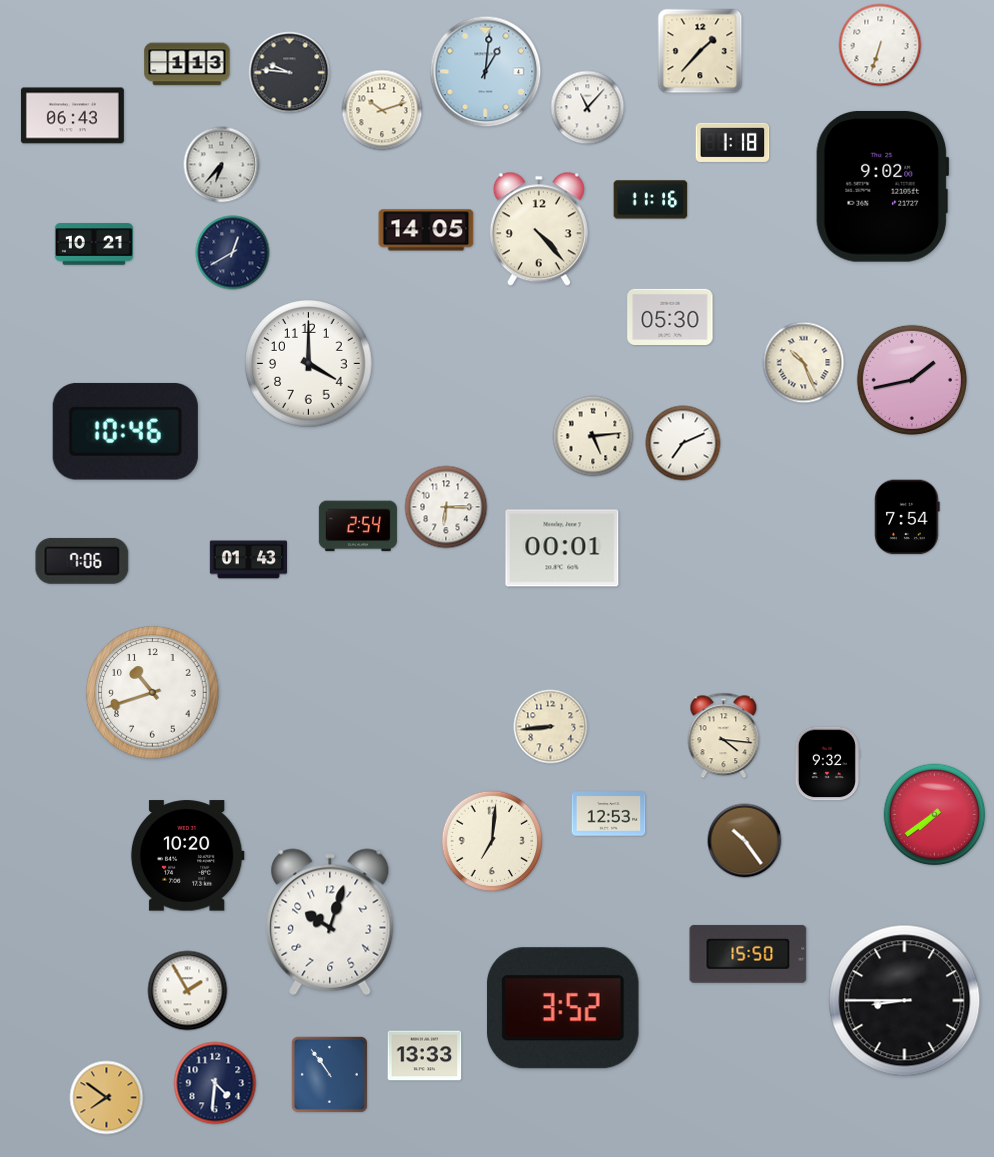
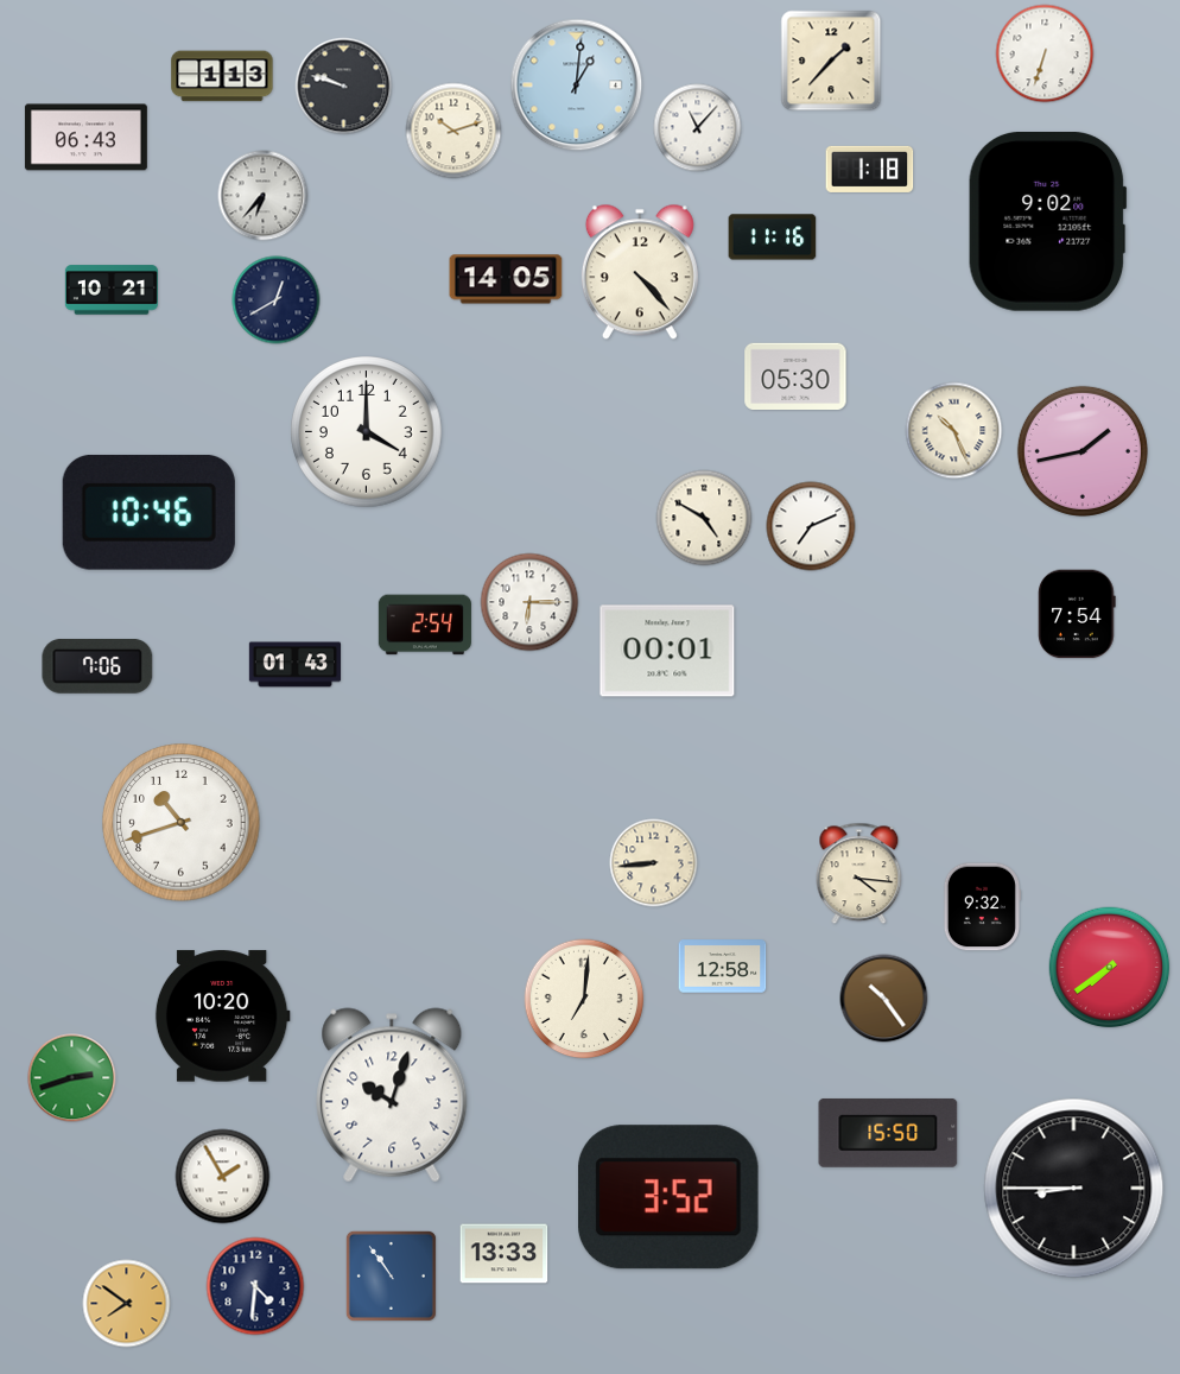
clock at (290, 73): 9:46 -> 9:48
clock at (426, 230) position: (426, 230) -> (506, 279)
clock at (593, 436): 5:14 -> 4:50
clock at (609, 814): 12:53 -> 12:58
clock at (72, 1078): none -> 2:42
